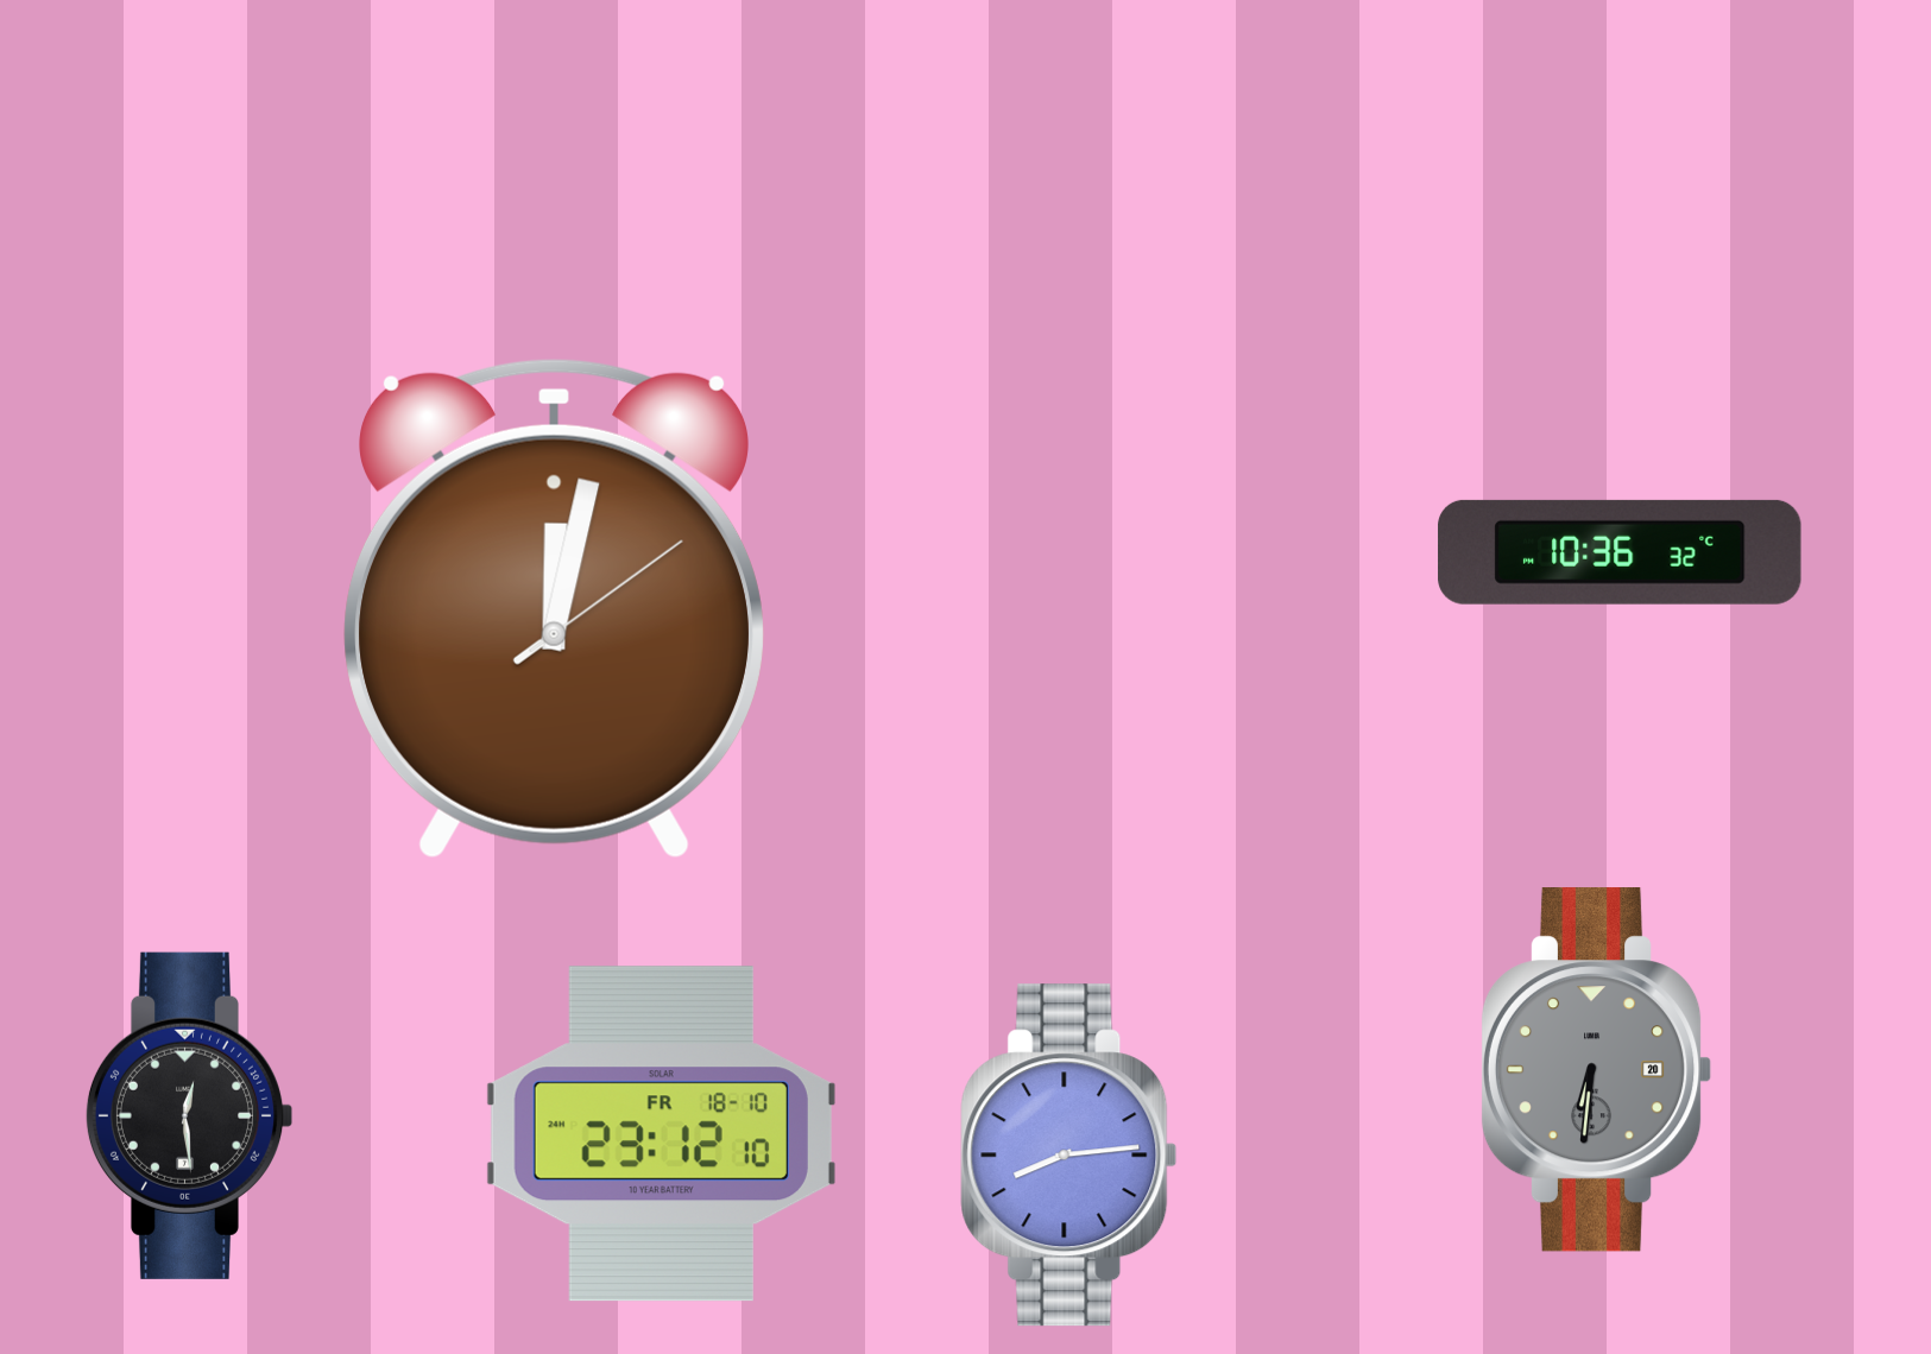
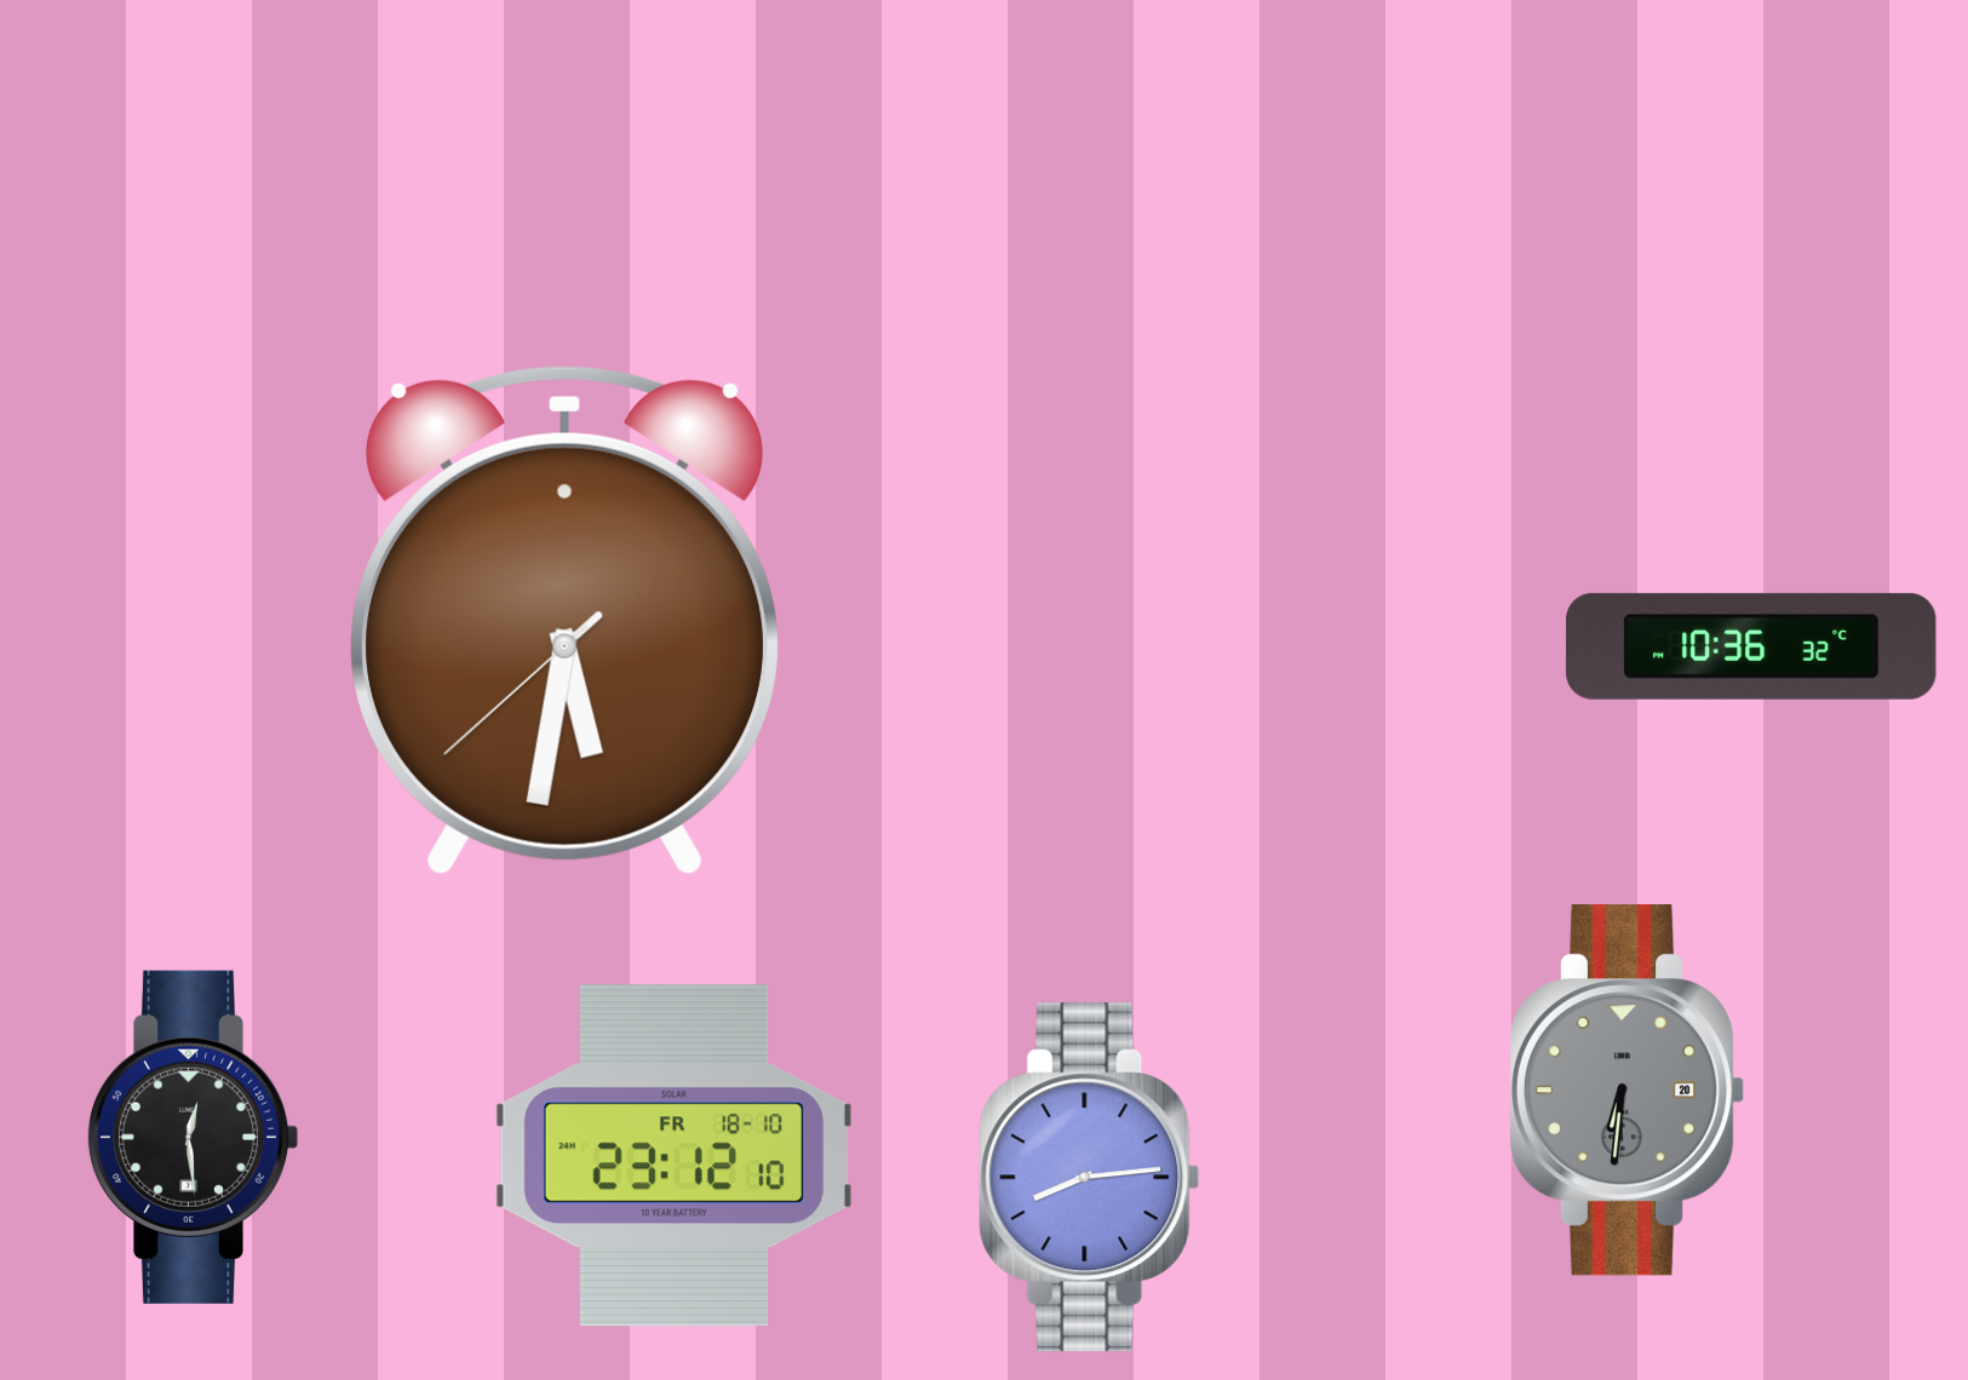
clock at (1620, 552) position: (1620, 552) -> (1751, 646)
clock at (554, 608): 12:02 -> 5:31
